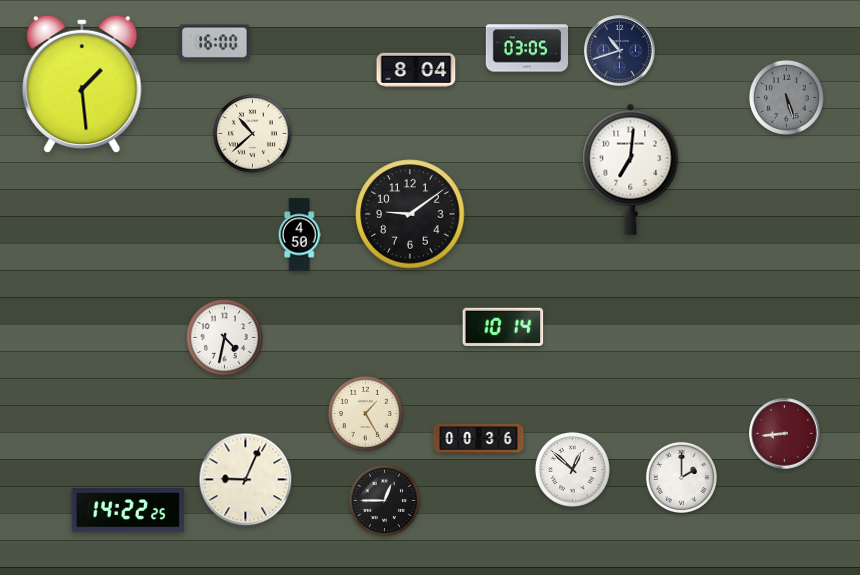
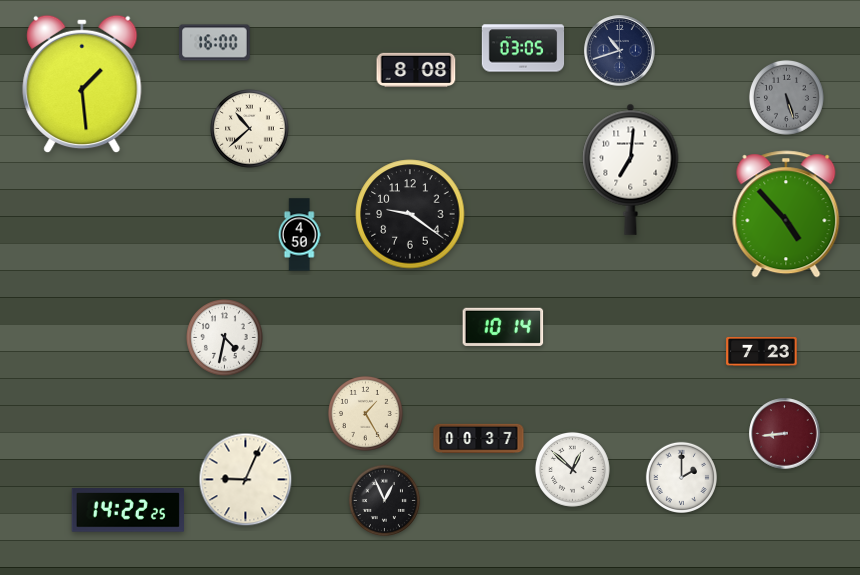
clock at (527, 48) position: (527, 48) -> (523, 48)
clock at (416, 69): 8:04 -> 8:08
clock at (253, 134) position: (253, 134) -> (250, 129)
clock at (410, 214): 9:09 -> 9:21
clock at (786, 214): none -> 4:53
clock at (762, 351): none -> 7:23
clock at (479, 439): 00:36 -> 00:37
clock at (384, 500): 12:45 -> 12:56
